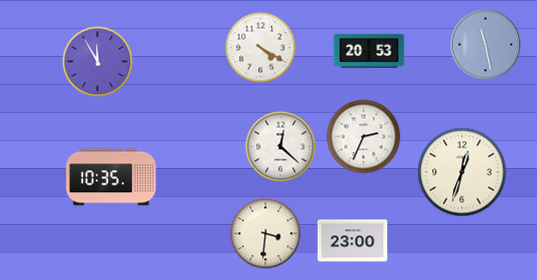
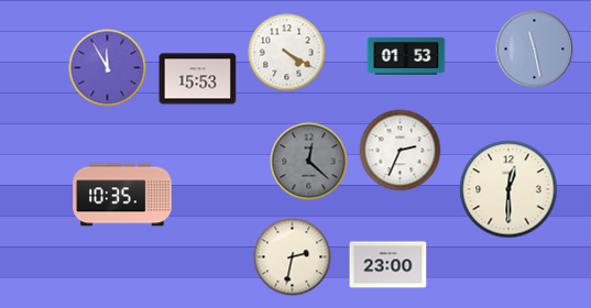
clock at (369, 51): 20:53 -> 01:53
clock at (198, 79): none -> 15:53
clock at (281, 147) dial: white -> grey
clock at (462, 172): 12:33 -> 12:30
clock at (266, 234): 3:31 -> 2:32
